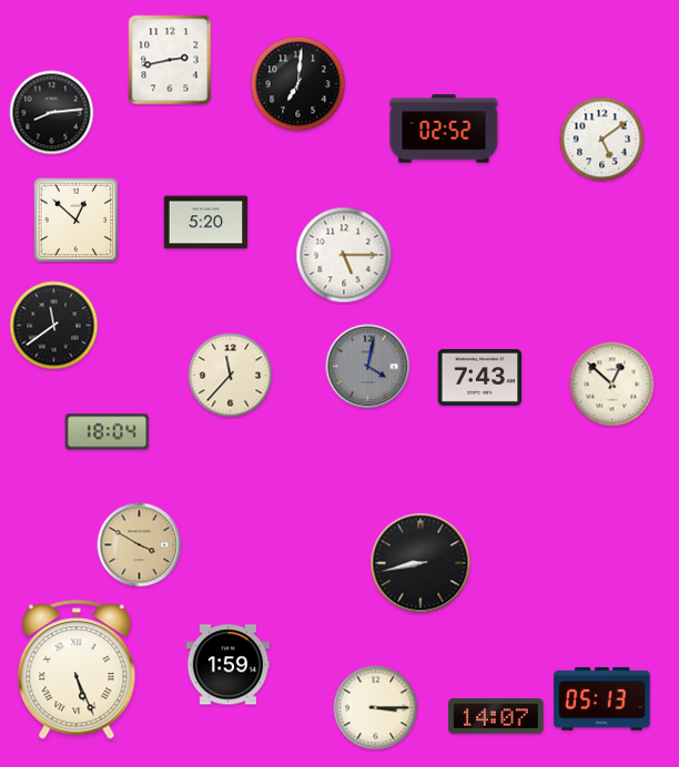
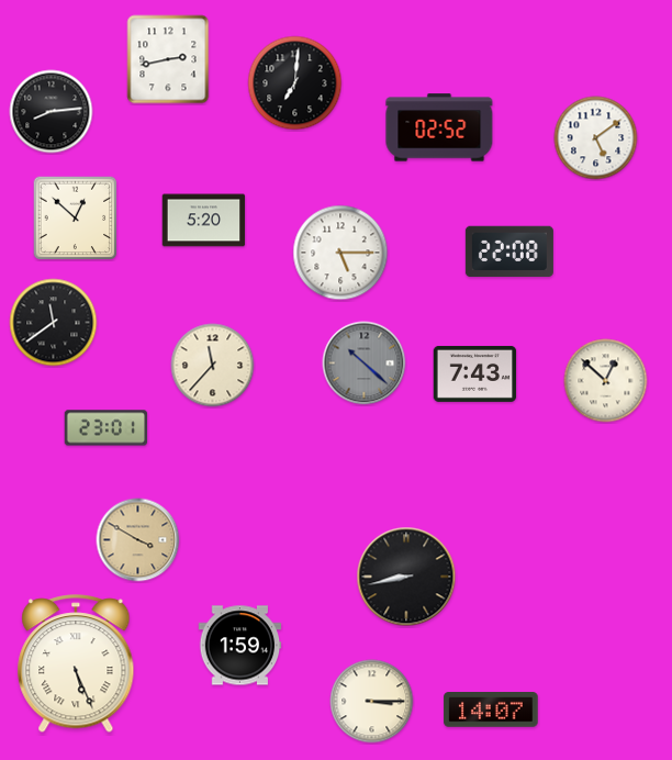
clock at (509, 252): none -> 22:08
clock at (368, 367): 4:02 -> 10:22
clock at (231, 376) position: (231, 376) -> (213, 366)
clock at (108, 432): 18:04 -> 23:01
clock at (420, 563) position: (420, 563) -> (406, 577)
clock at (229, 665) position: (229, 665) -> (240, 646)
clock at (602, 698): 05:13 -> none
